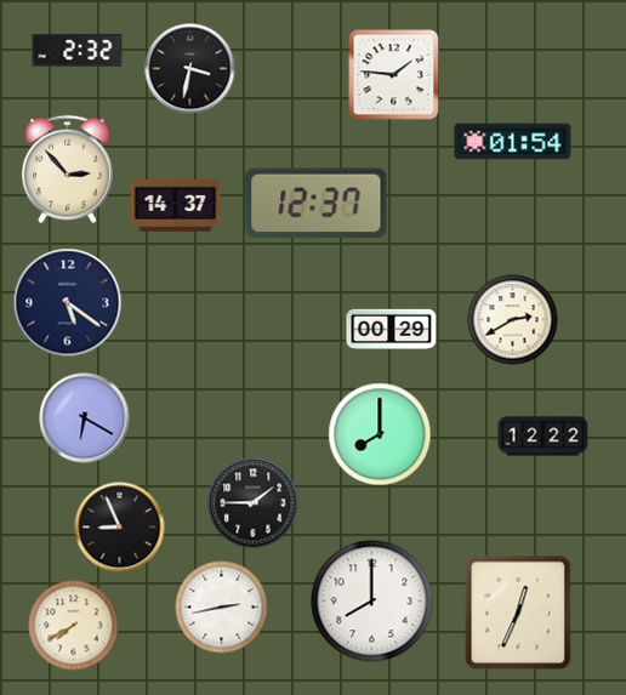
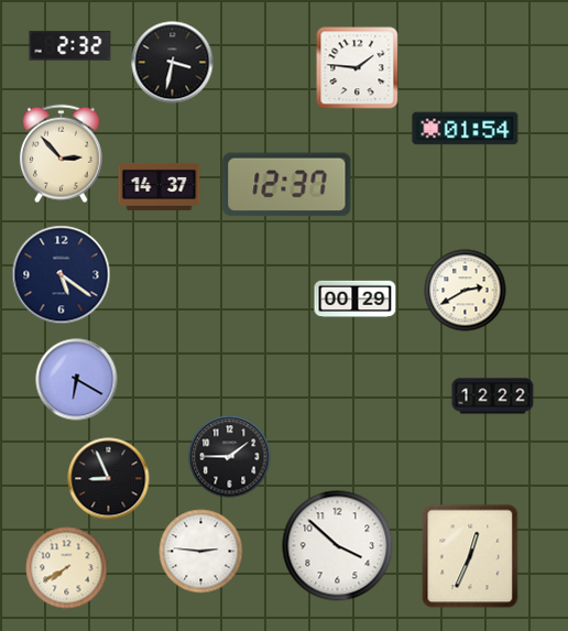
clock at (380, 434): 8:00 -> none
clock at (372, 602): 8:00 -> 3:52
clock at (222, 608): 2:43 -> 2:46
